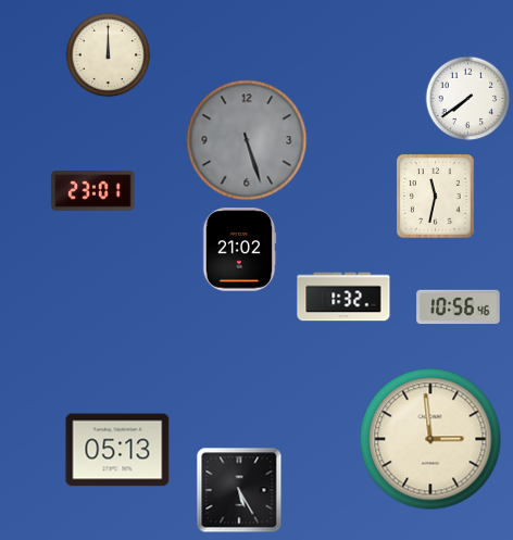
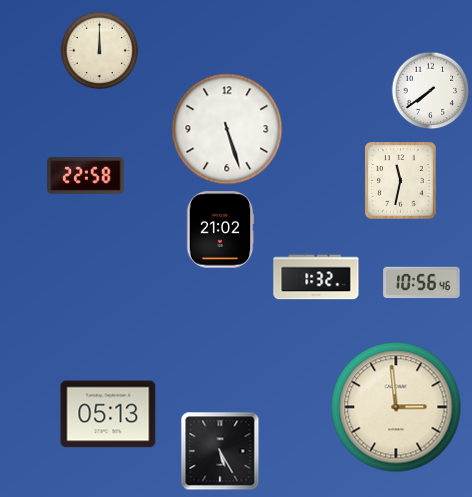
clock at (247, 140) dial: grey -> white
clock at (93, 191): 23:01 -> 22:58
clock at (343, 297) position: (343, 297) -> (316, 277)
clock at (430, 439) position: (430, 439) -> (396, 407)
